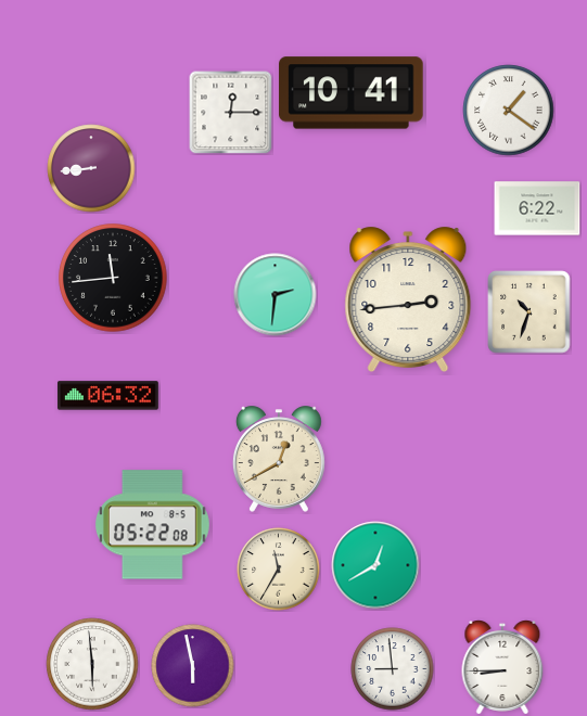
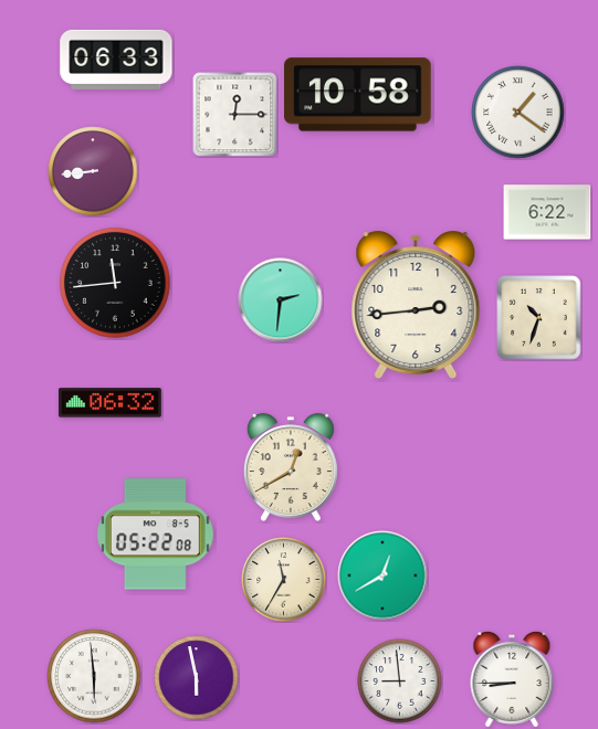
clock at (116, 60): none -> 06:33
clock at (352, 93): 10:41 -> 10:58
clock at (279, 459) position: (279, 459) -> (291, 467)
